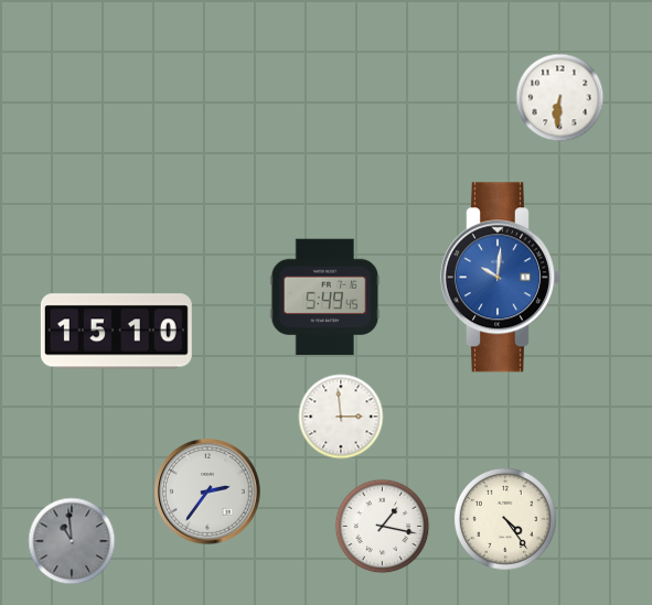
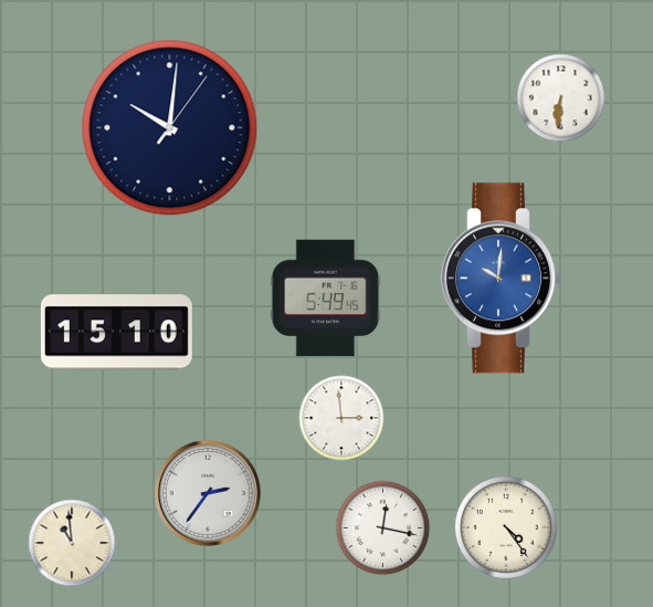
clock at (170, 128): none -> 10:01
clock at (505, 519) position: (505, 519) -> (506, 527)
clock at (383, 527): 1:17 -> 12:17
clock at (72, 541) dial: grey -> cream
